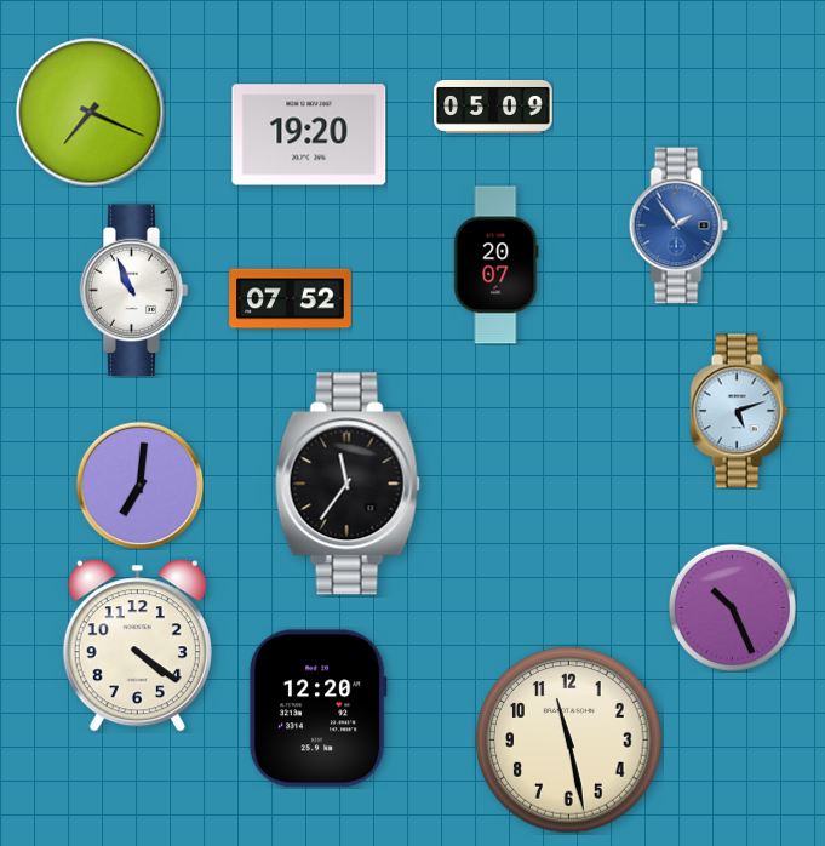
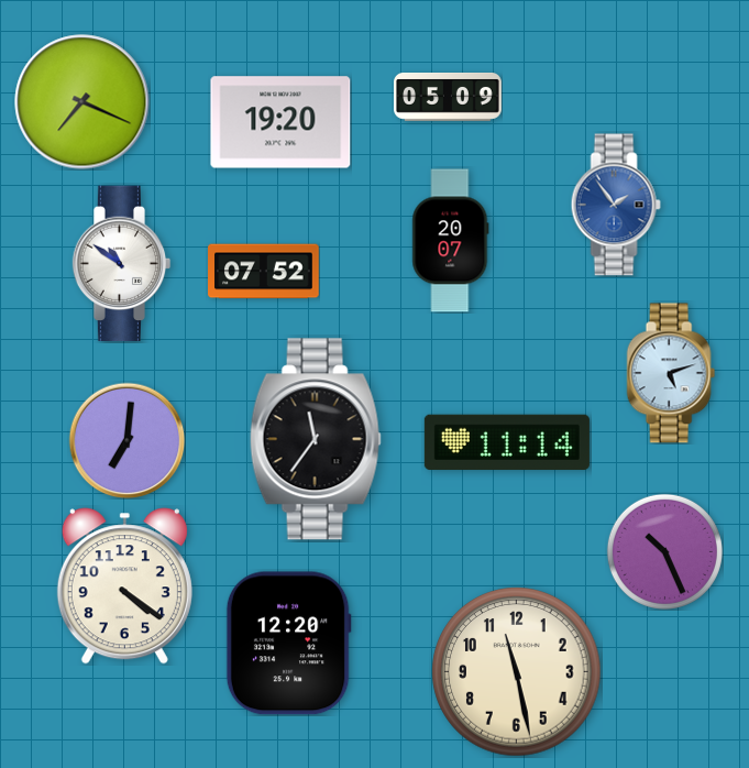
clock at (134, 291): 10:56 -> 10:51
clock at (507, 442): none -> 11:14
